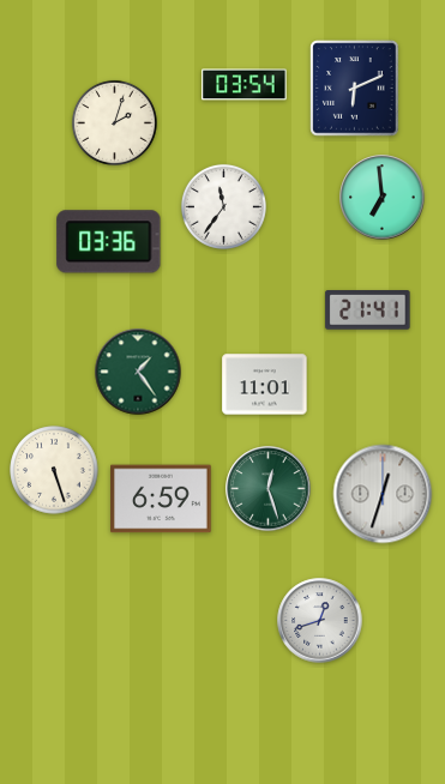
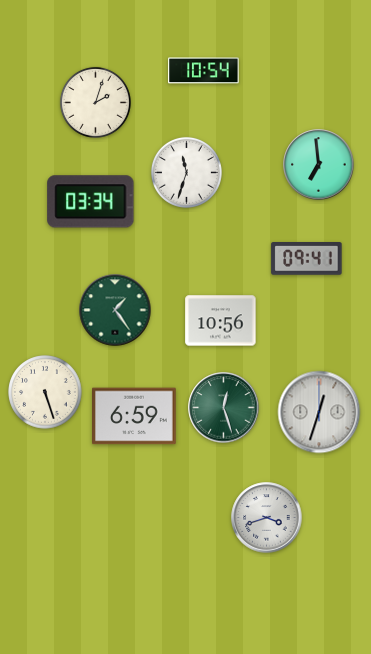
clock at (245, 85): 03:54 -> 10:54
clock at (355, 89): 6:11 -> none
clock at (223, 206): 11:36 -> 11:33
clock at (109, 242): 03:36 -> 03:34
clock at (368, 310): 21:41 -> 09:41
clock at (265, 385): 11:01 -> 10:56
clock at (320, 621): 12:42 -> 3:42
